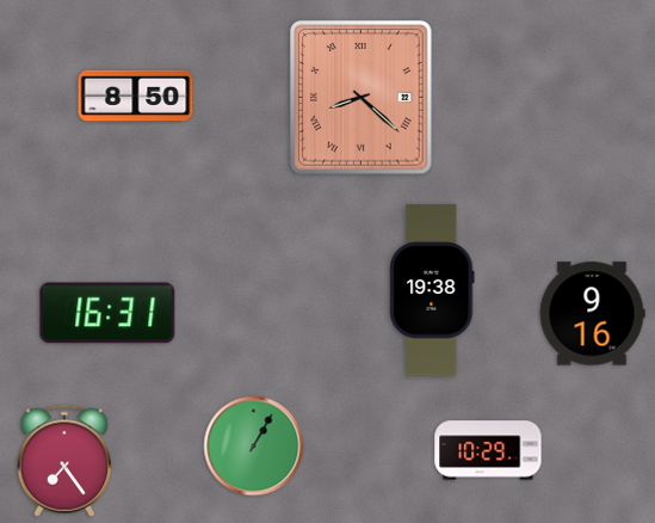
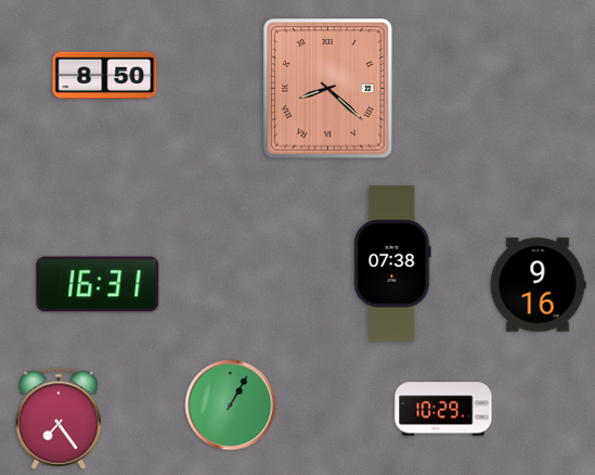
clock at (136, 97) position: (136, 97) -> (105, 76)
clock at (432, 290): 19:38 -> 07:38
